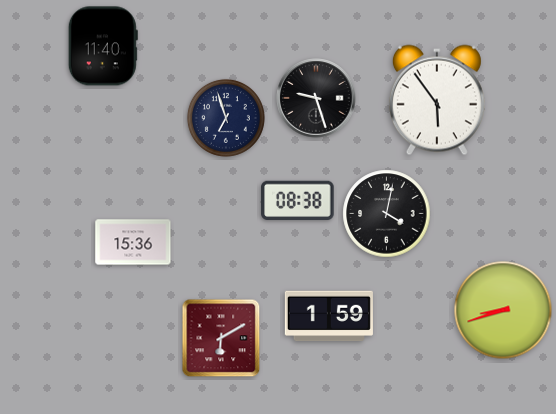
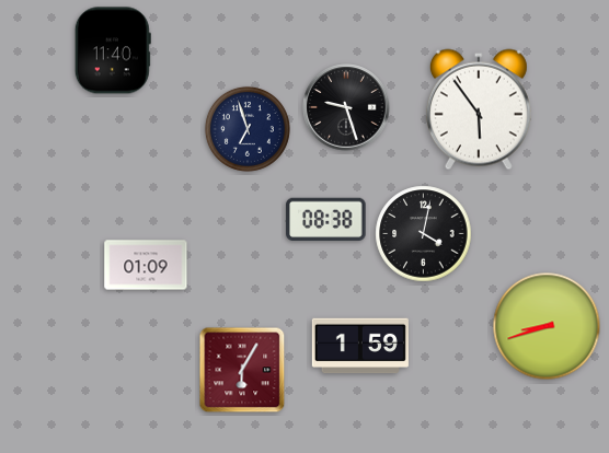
clock at (133, 242): 15:36 -> 01:09
clock at (503, 310) position: (503, 310) -> (547, 326)
clock at (221, 338): 6:10 -> 6:05
